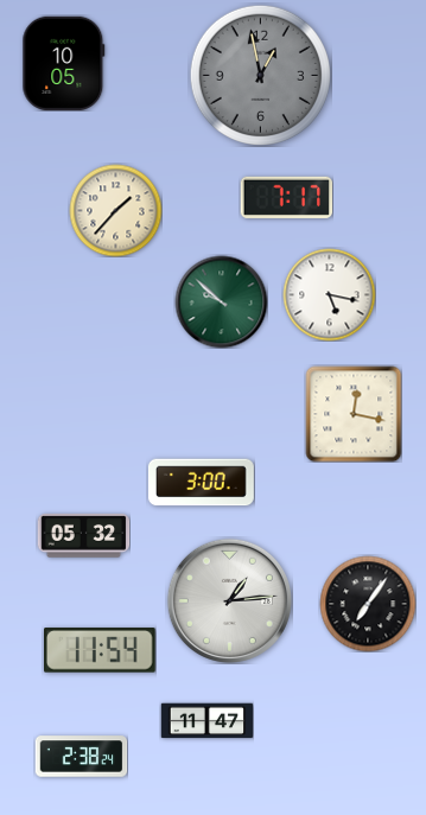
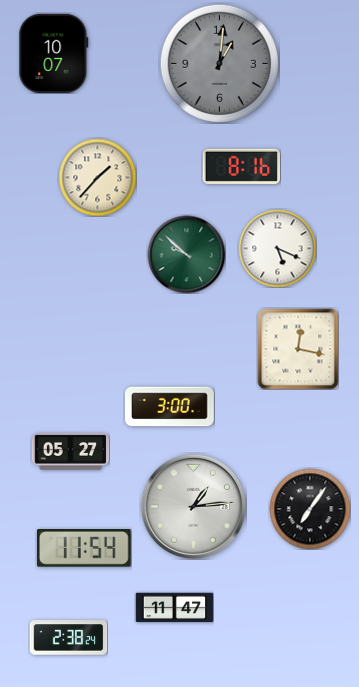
clock at (64, 63): 10:05 -> 10:07
clock at (260, 75): 12:58 -> 1:01
clock at (286, 197): 7:17 -> 8:16
clock at (329, 294): 5:17 -> 5:19
clock at (83, 536): 05:32 -> 05:27
